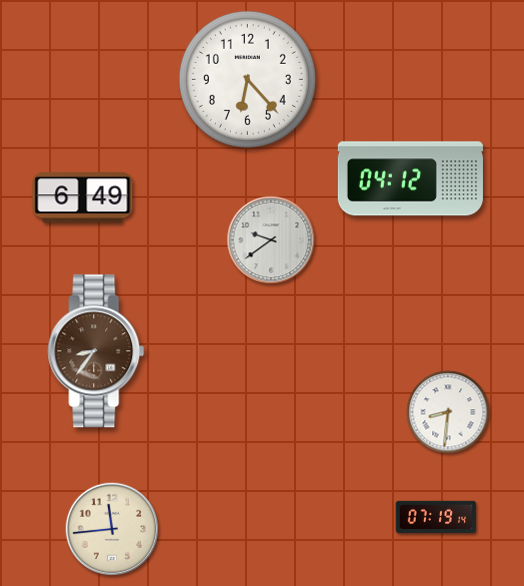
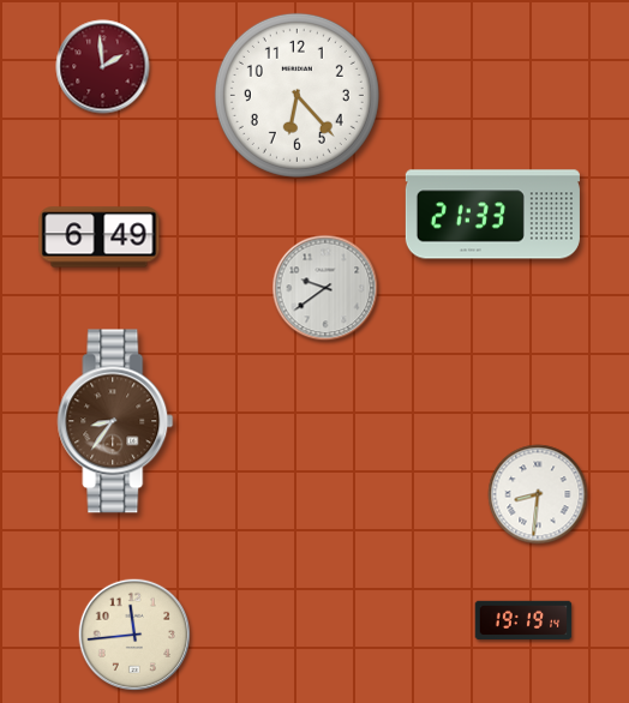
clock at (103, 67): none -> 1:59
clock at (410, 179): 04:12 -> 21:33
clock at (436, 517): 07:19 -> 19:19
